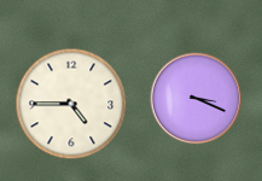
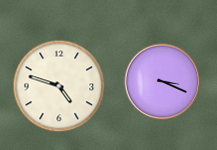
clock at (71, 104): 4:45 -> 4:48
